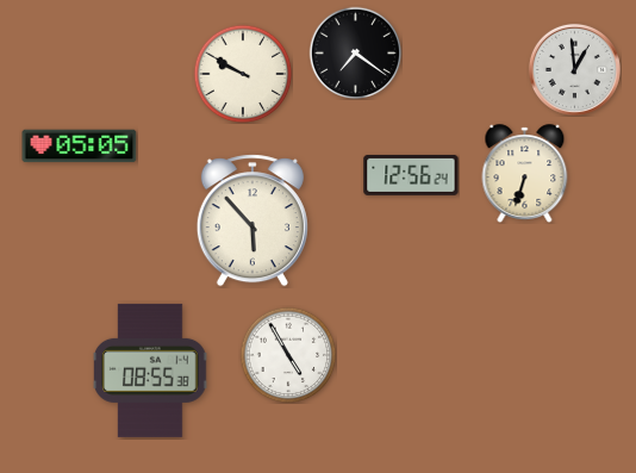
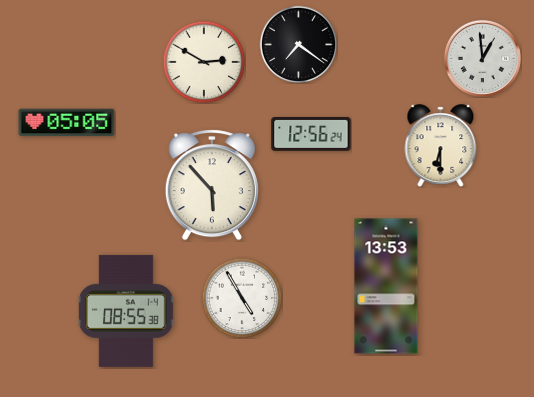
clock at (243, 74): 9:50 -> 2:50
clock at (525, 174): 6:33 -> 6:30
clock at (411, 175) position: (411, 175) -> (311, 134)
clock at (386, 286): none -> 13:53
